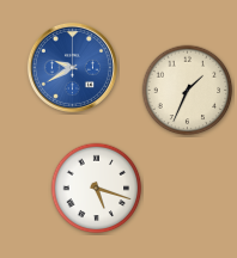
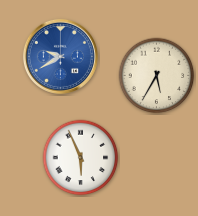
clock at (188, 91): 1:34 -> 5:35
clock at (97, 189): 5:18 -> 5:56
